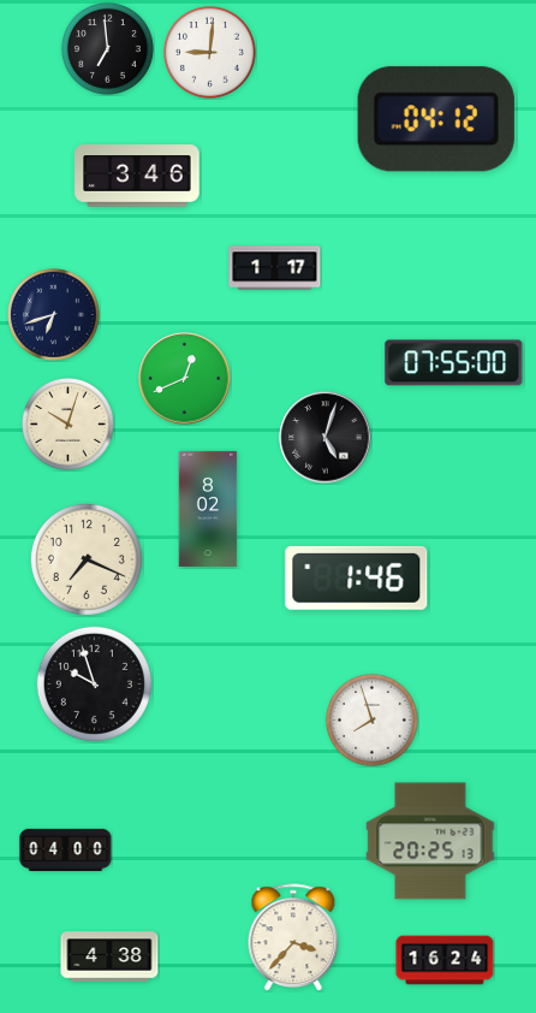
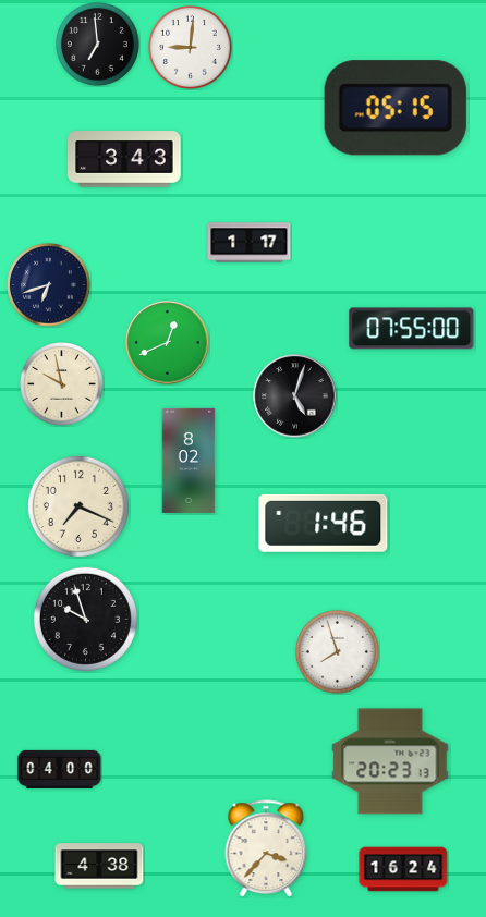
clock at (436, 119): 04:12 -> 05:15
clock at (137, 176): 3:46 -> 3:43
clock at (69, 425): 10:03 -> 9:58
clock at (430, 841): 20:25 -> 20:23
